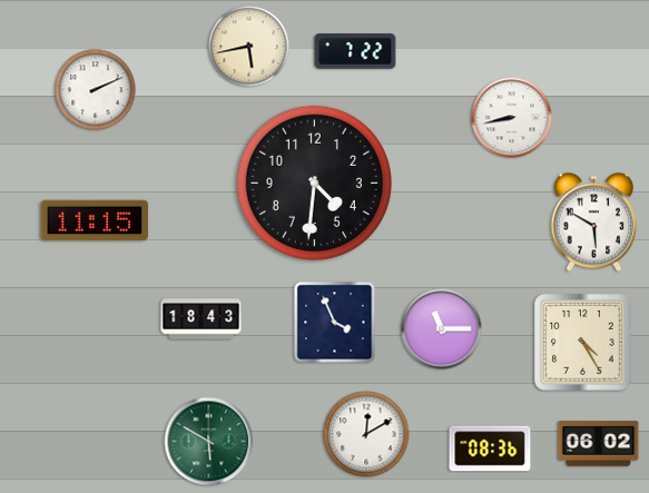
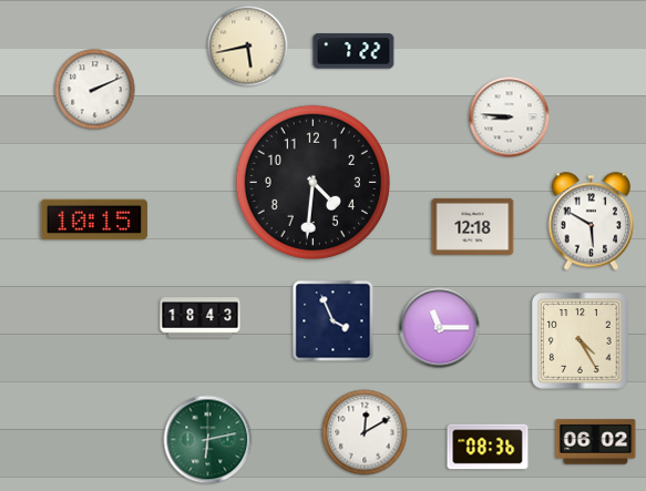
clock at (512, 118): 8:43 -> 8:46
clock at (95, 220): 11:15 -> 10:15
clock at (473, 226): none -> 12:18
clock at (209, 442): 5:50 -> 6:13
